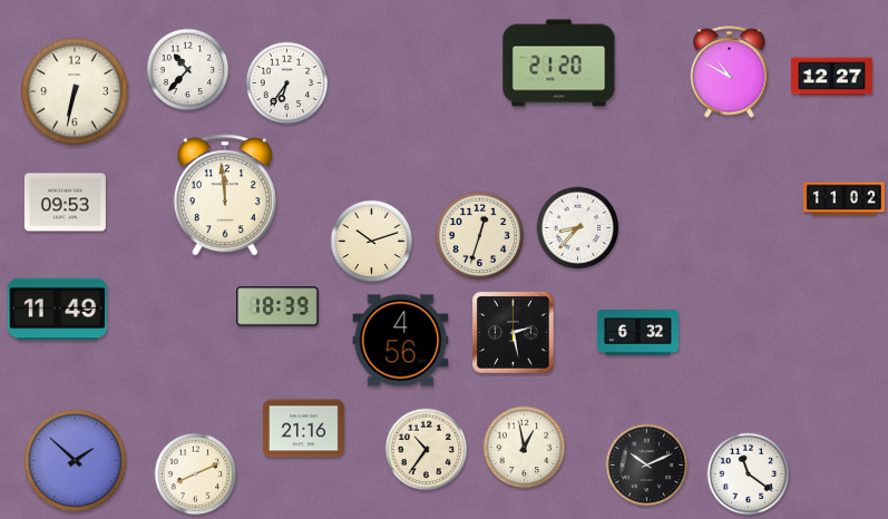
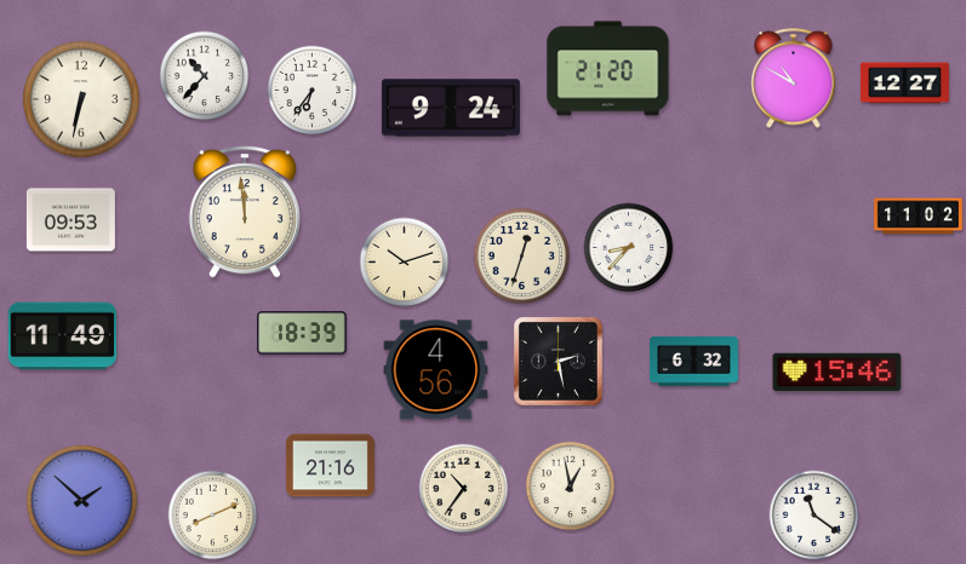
clock at (451, 108): none -> 9:24
clock at (838, 373): none -> 15:46
clock at (647, 466): 10:11 -> none
